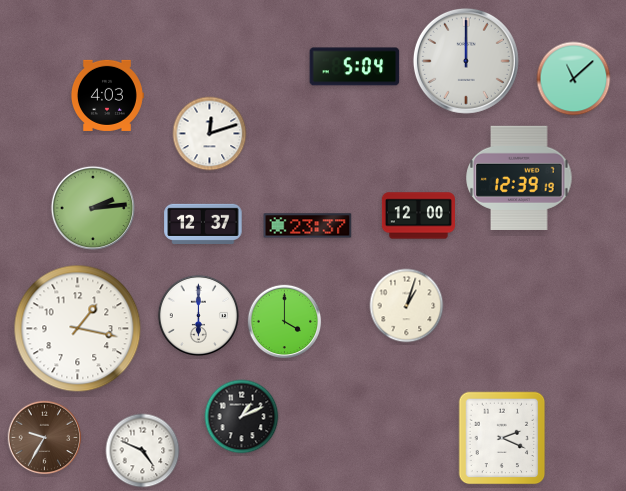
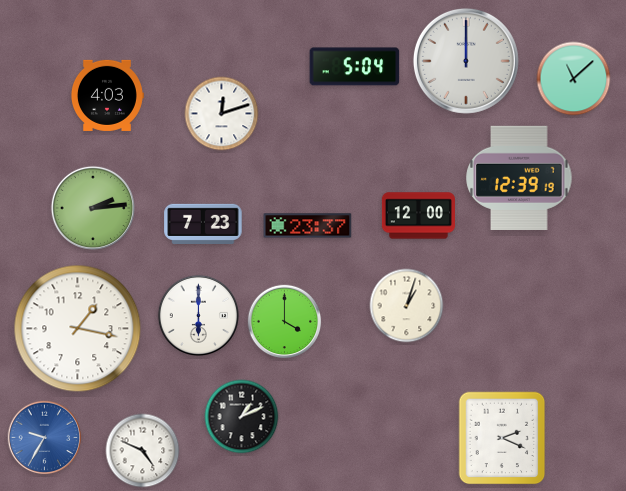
clock at (210, 134) position: (210, 134) -> (222, 114)
clock at (203, 224): 12:37 -> 7:23
clock at (45, 438) dial: brown -> blue
